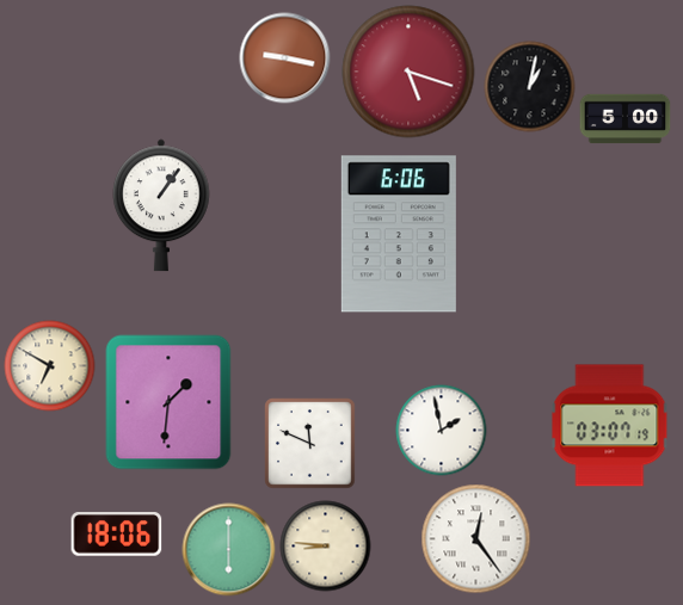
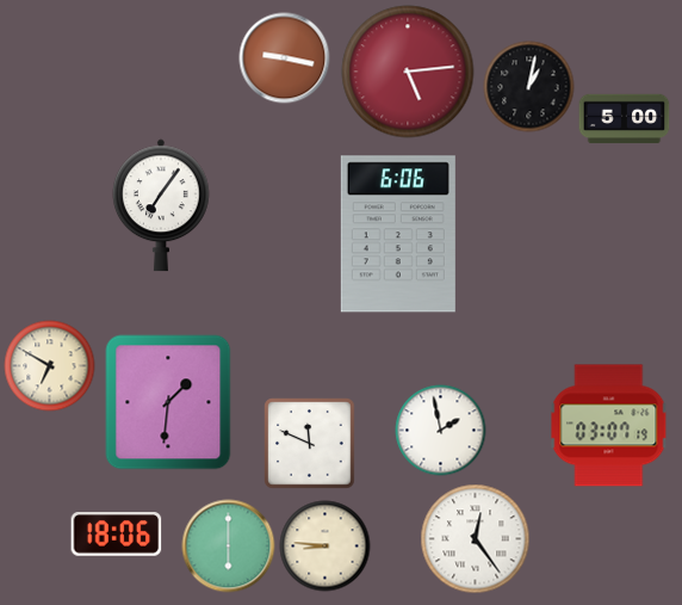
clock at (408, 72): 5:18 -> 5:14
clock at (162, 205): 1:06 -> 7:06
clock at (229, 550) position: (229, 550) -> (229, 547)
